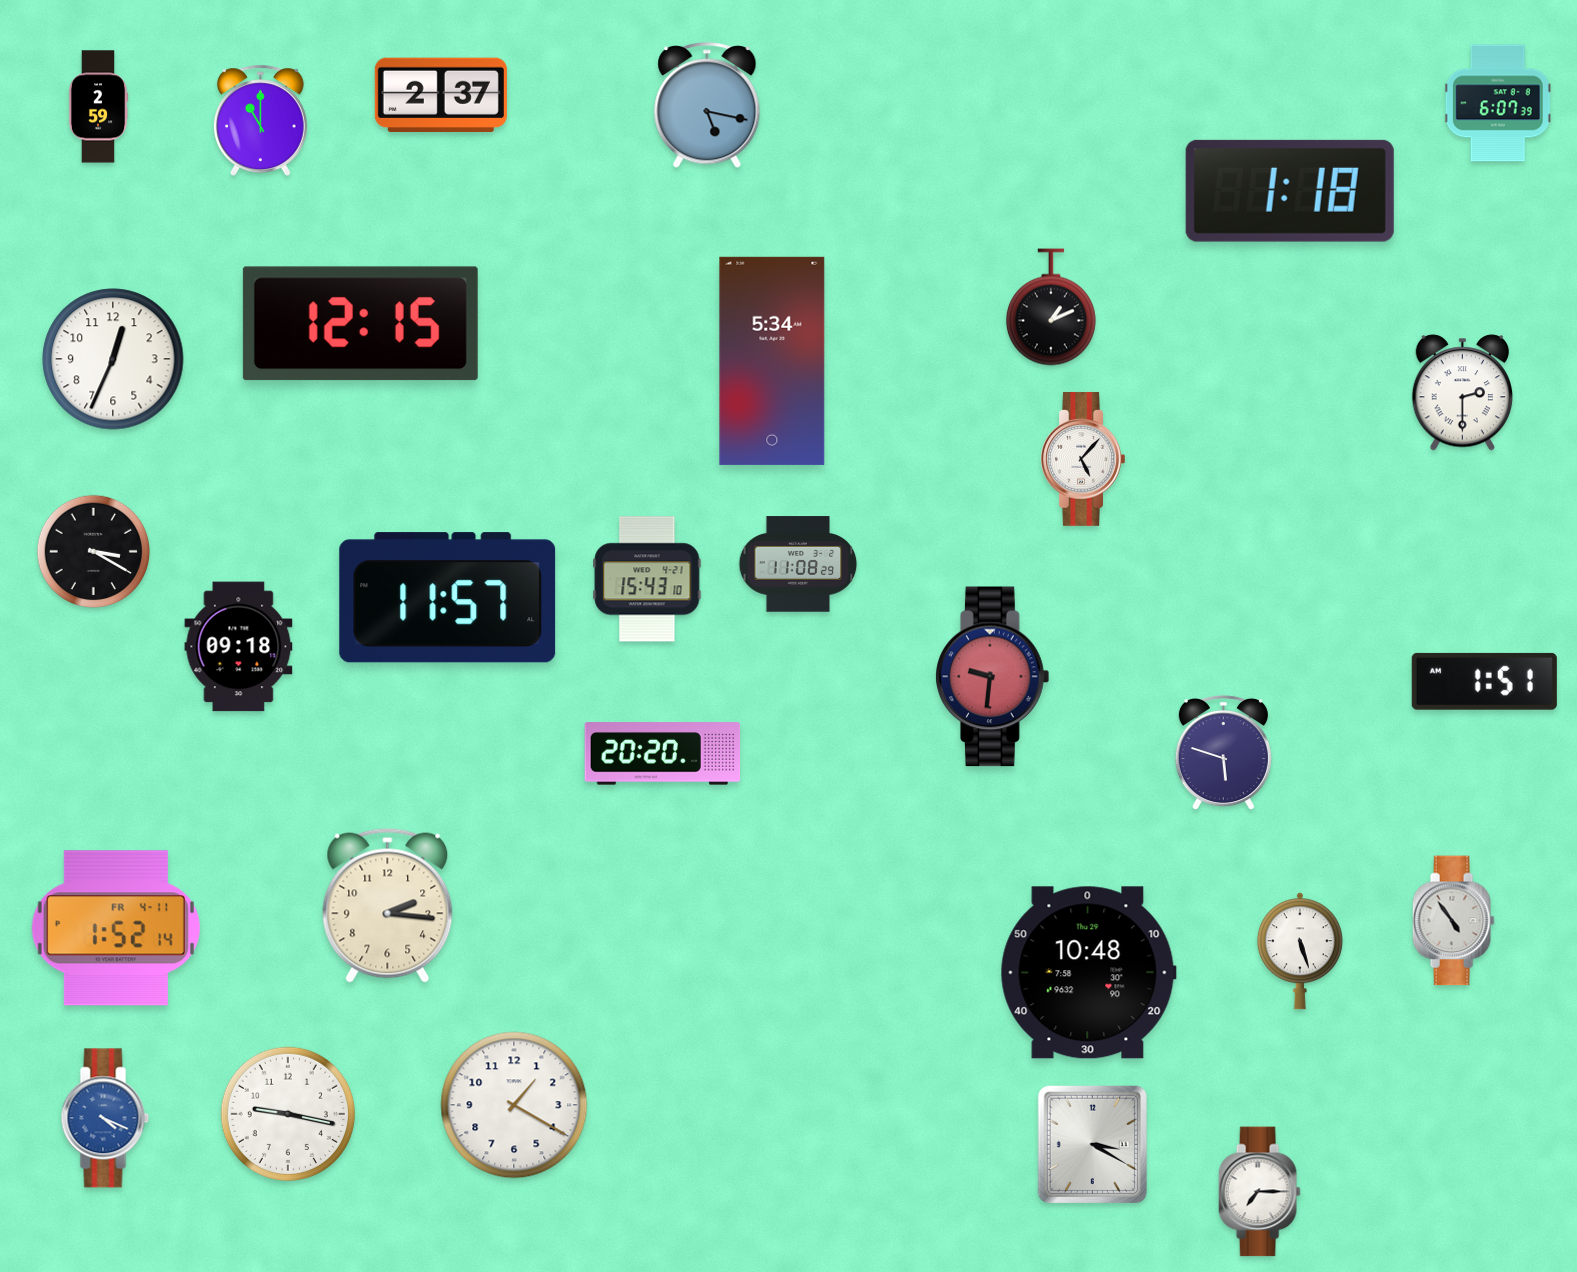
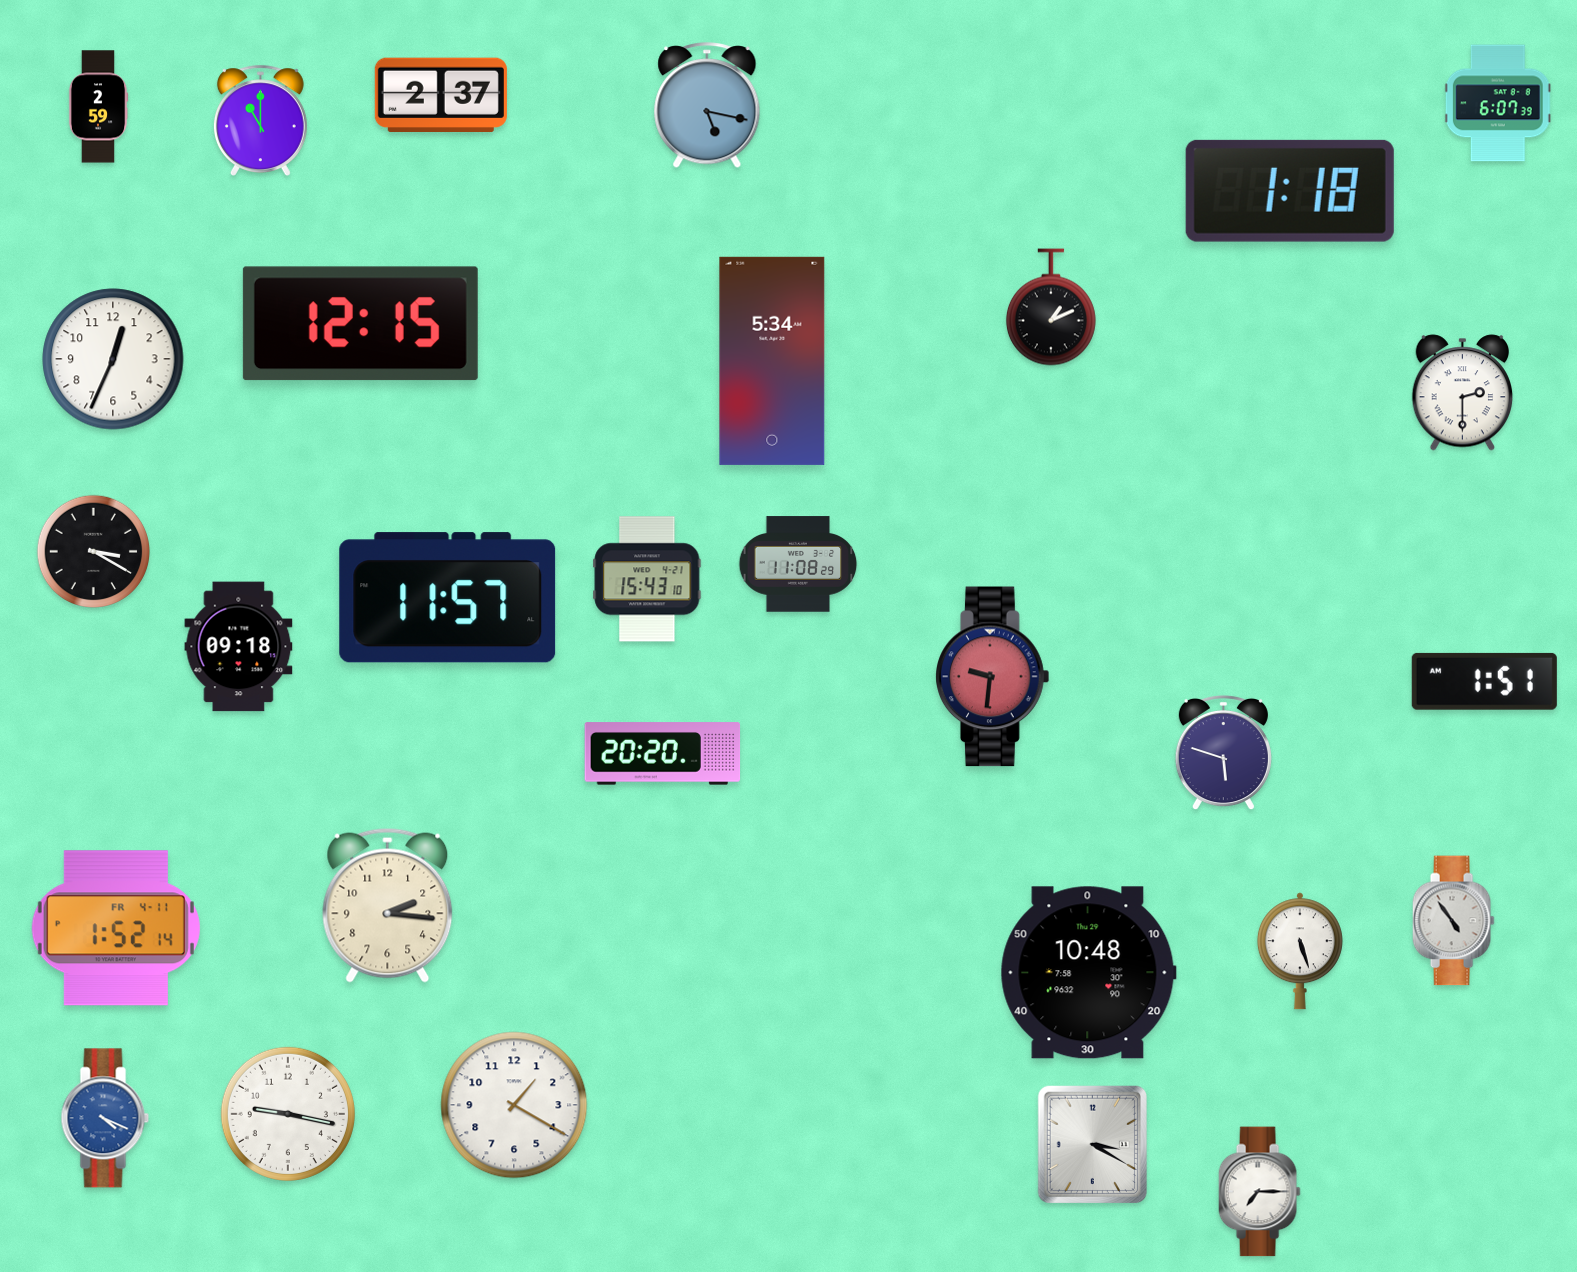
clock at (1083, 459): 5:07 -> none
